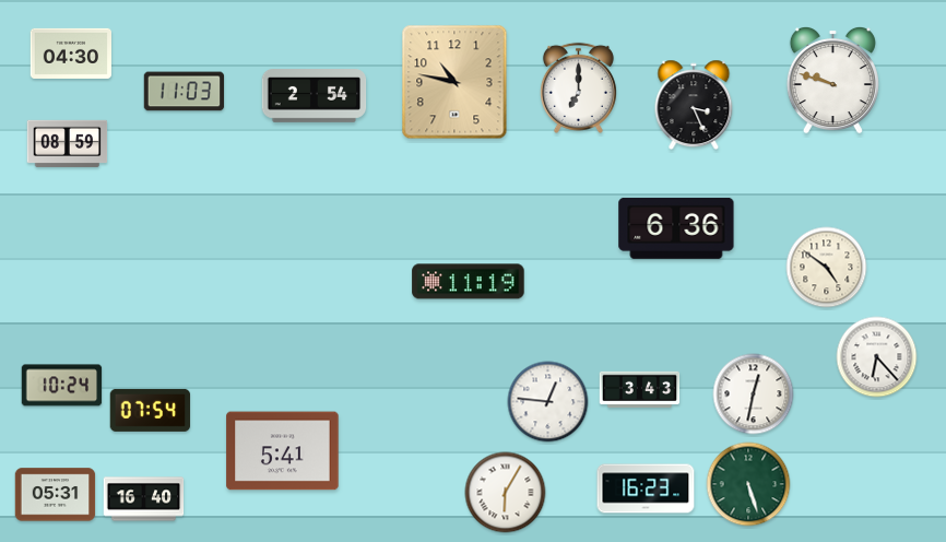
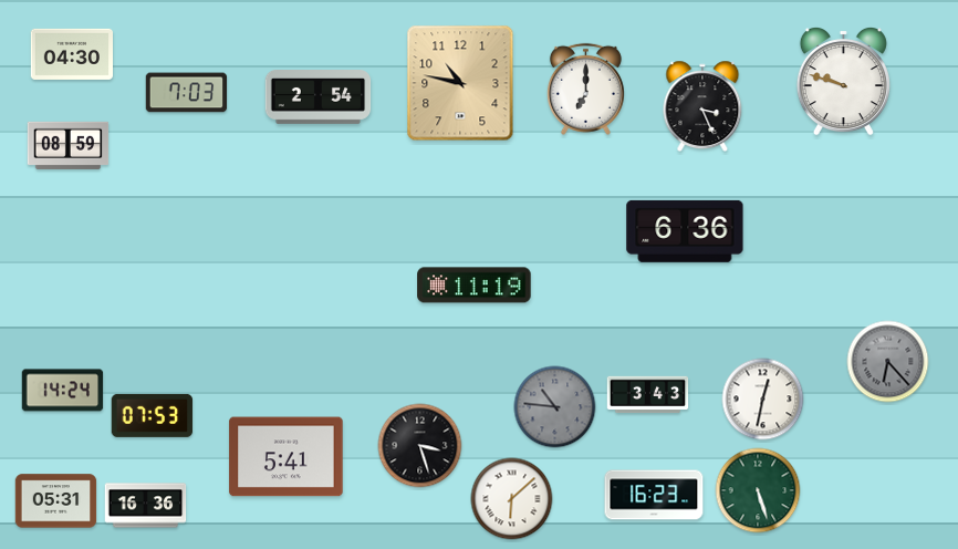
clock at (185, 92): 11:03 -> 7:03
clock at (827, 268): 4:51 -> none
clock at (877, 357) dial: white -> grey
clock at (62, 386): 10:24 -> 14:24
clock at (548, 402): 12:46 -> 10:46
clock at (548, 402) dial: white -> grey
clock at (151, 410): 07:54 -> 07:53
clock at (420, 446): none -> 3:27
clock at (506, 493): 6:05 -> 6:08
clock at (144, 499): 16:40 -> 16:36
